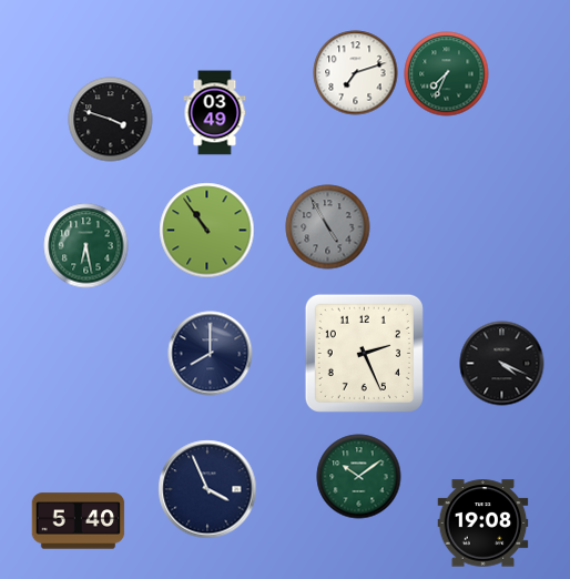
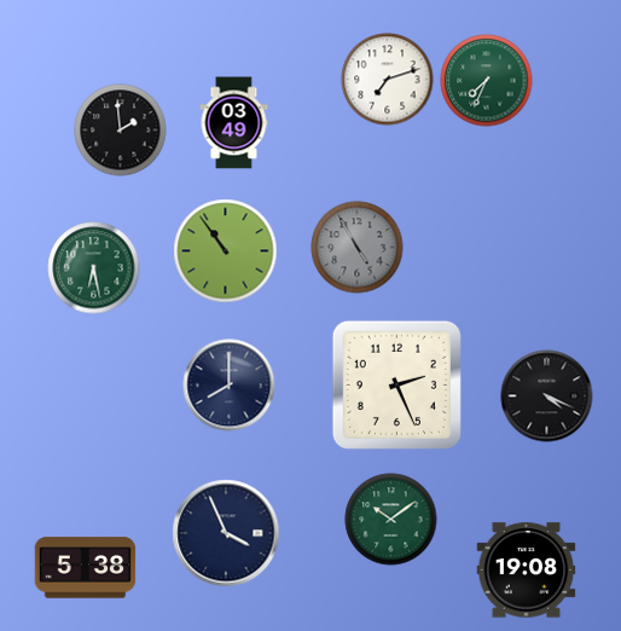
clock at (111, 120): 3:48 -> 1:59
clock at (79, 521): 5:40 -> 5:38
